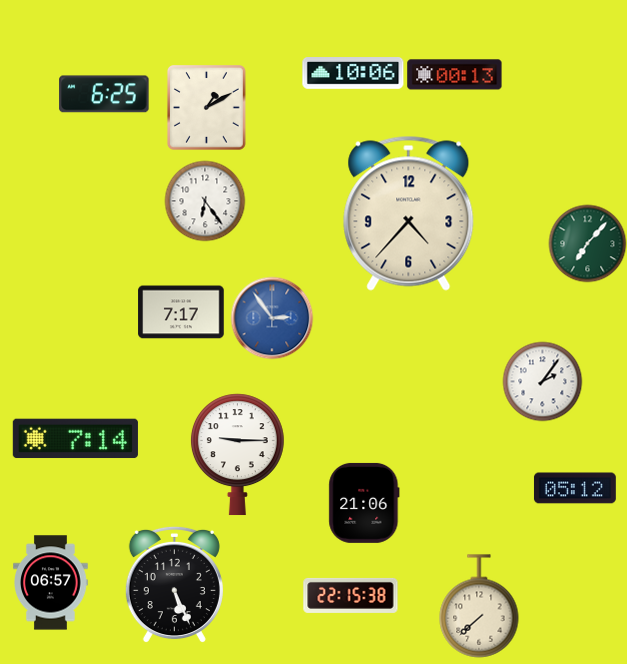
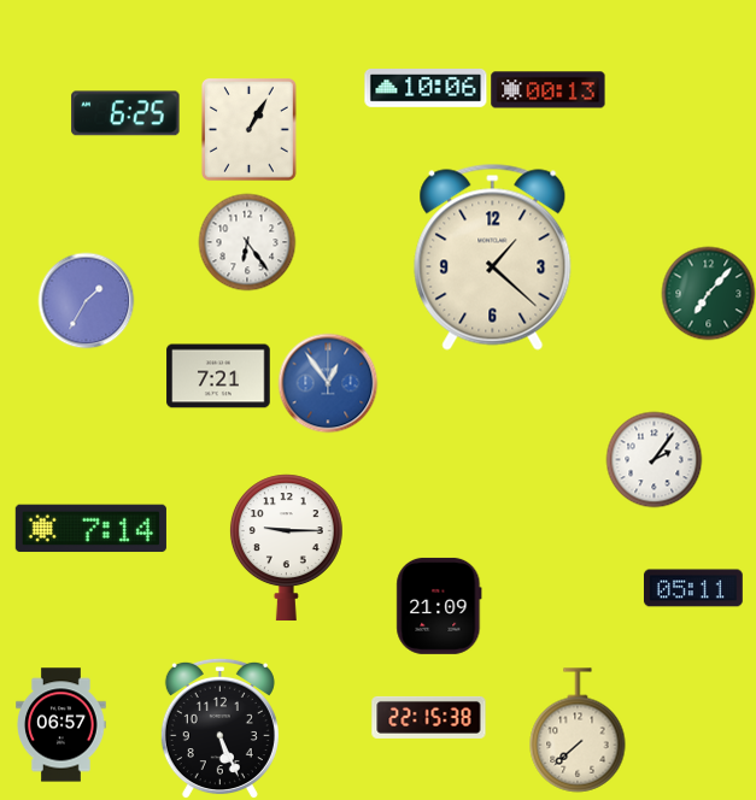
clock at (207, 108): 1:10 -> 1:05
clock at (409, 213): 4:37 -> 1:22
clock at (86, 300): none -> 1:35
clock at (181, 312): 7:17 -> 7:21
clock at (272, 318): 2:54 -> 12:54
clock at (575, 488): 05:12 -> 05:11
clock at (364, 503): 21:06 -> 21:09
clock at (51, 583) position: (51, 583) -> (61, 725)
clock at (174, 584) position: (174, 584) -> (219, 728)
clock at (351, 595) position: (351, 595) -> (429, 717)
